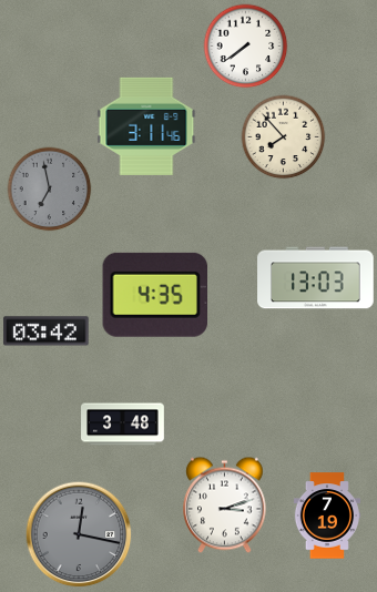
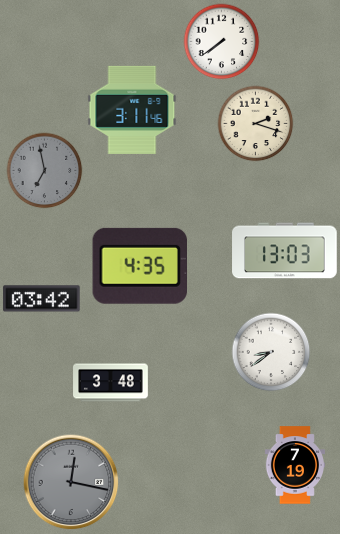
clock at (146, 126) position: (146, 126) -> (132, 110)
clock at (284, 137): 7:53 -> 2:18
clock at (271, 352): none -> 8:39
clock at (225, 506): 3:12 -> none
